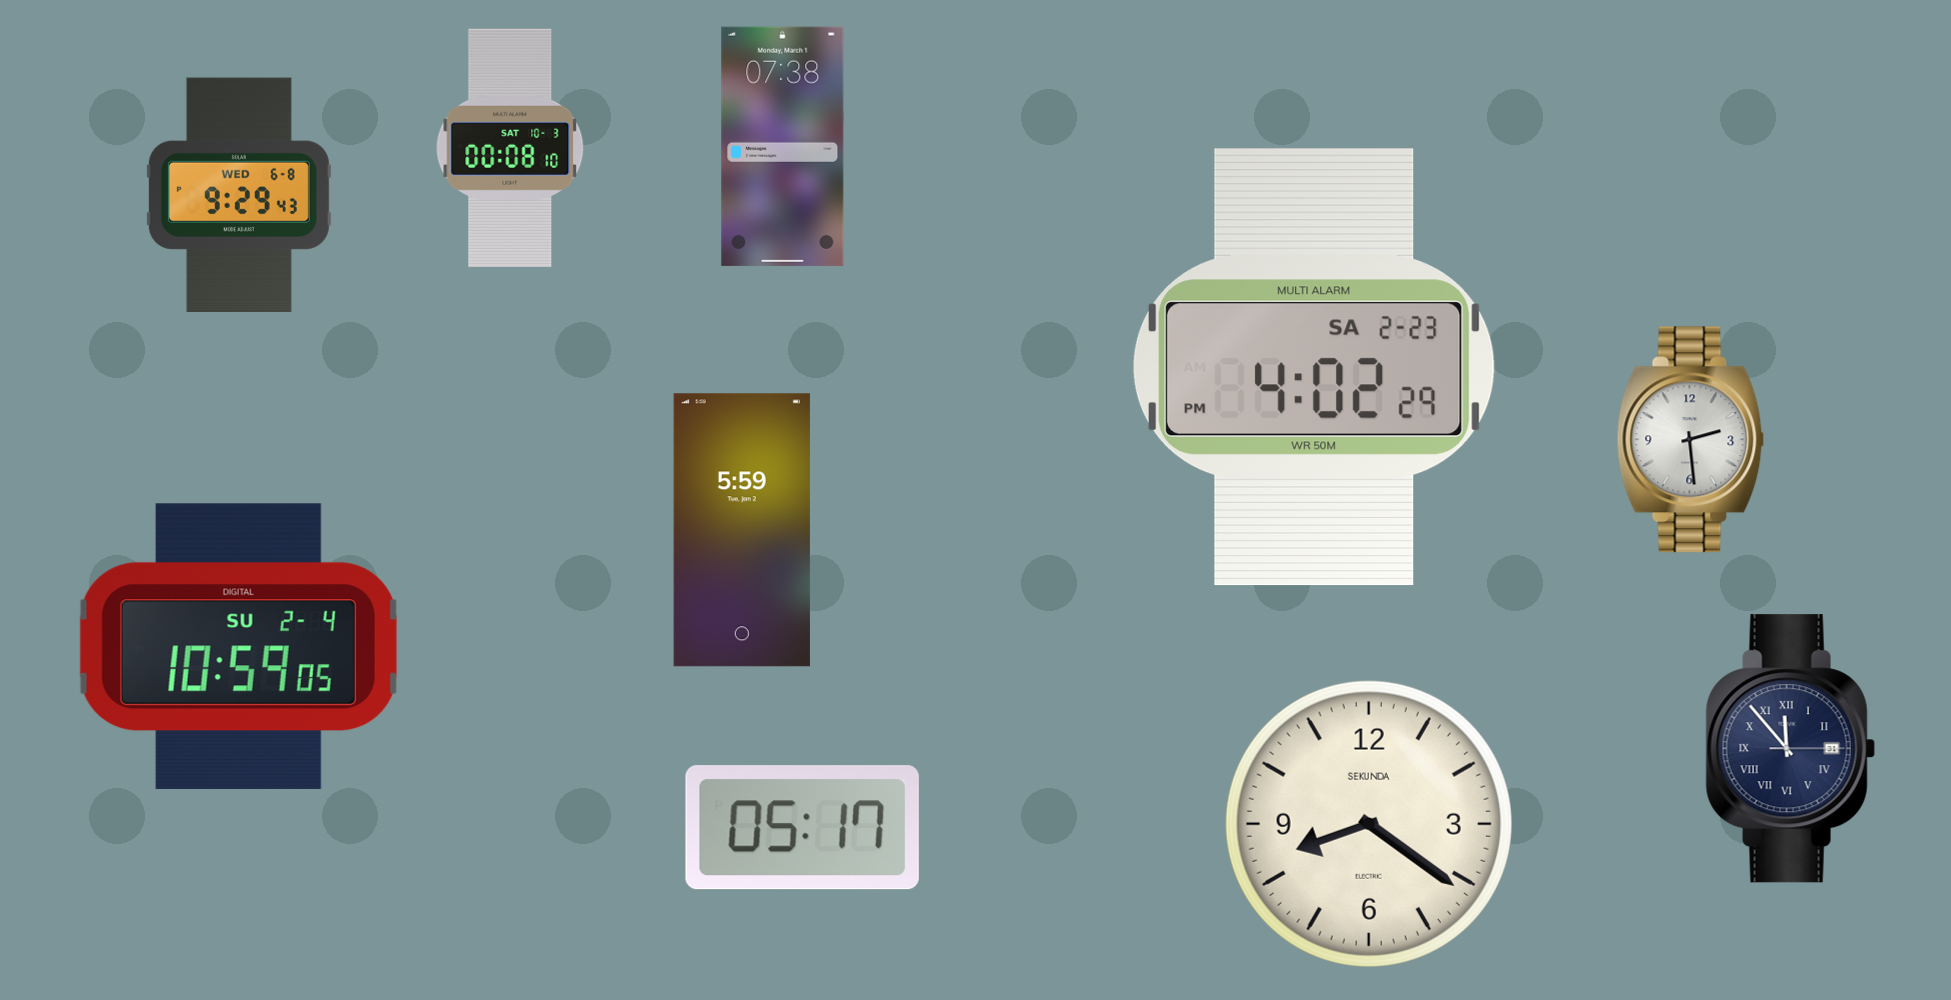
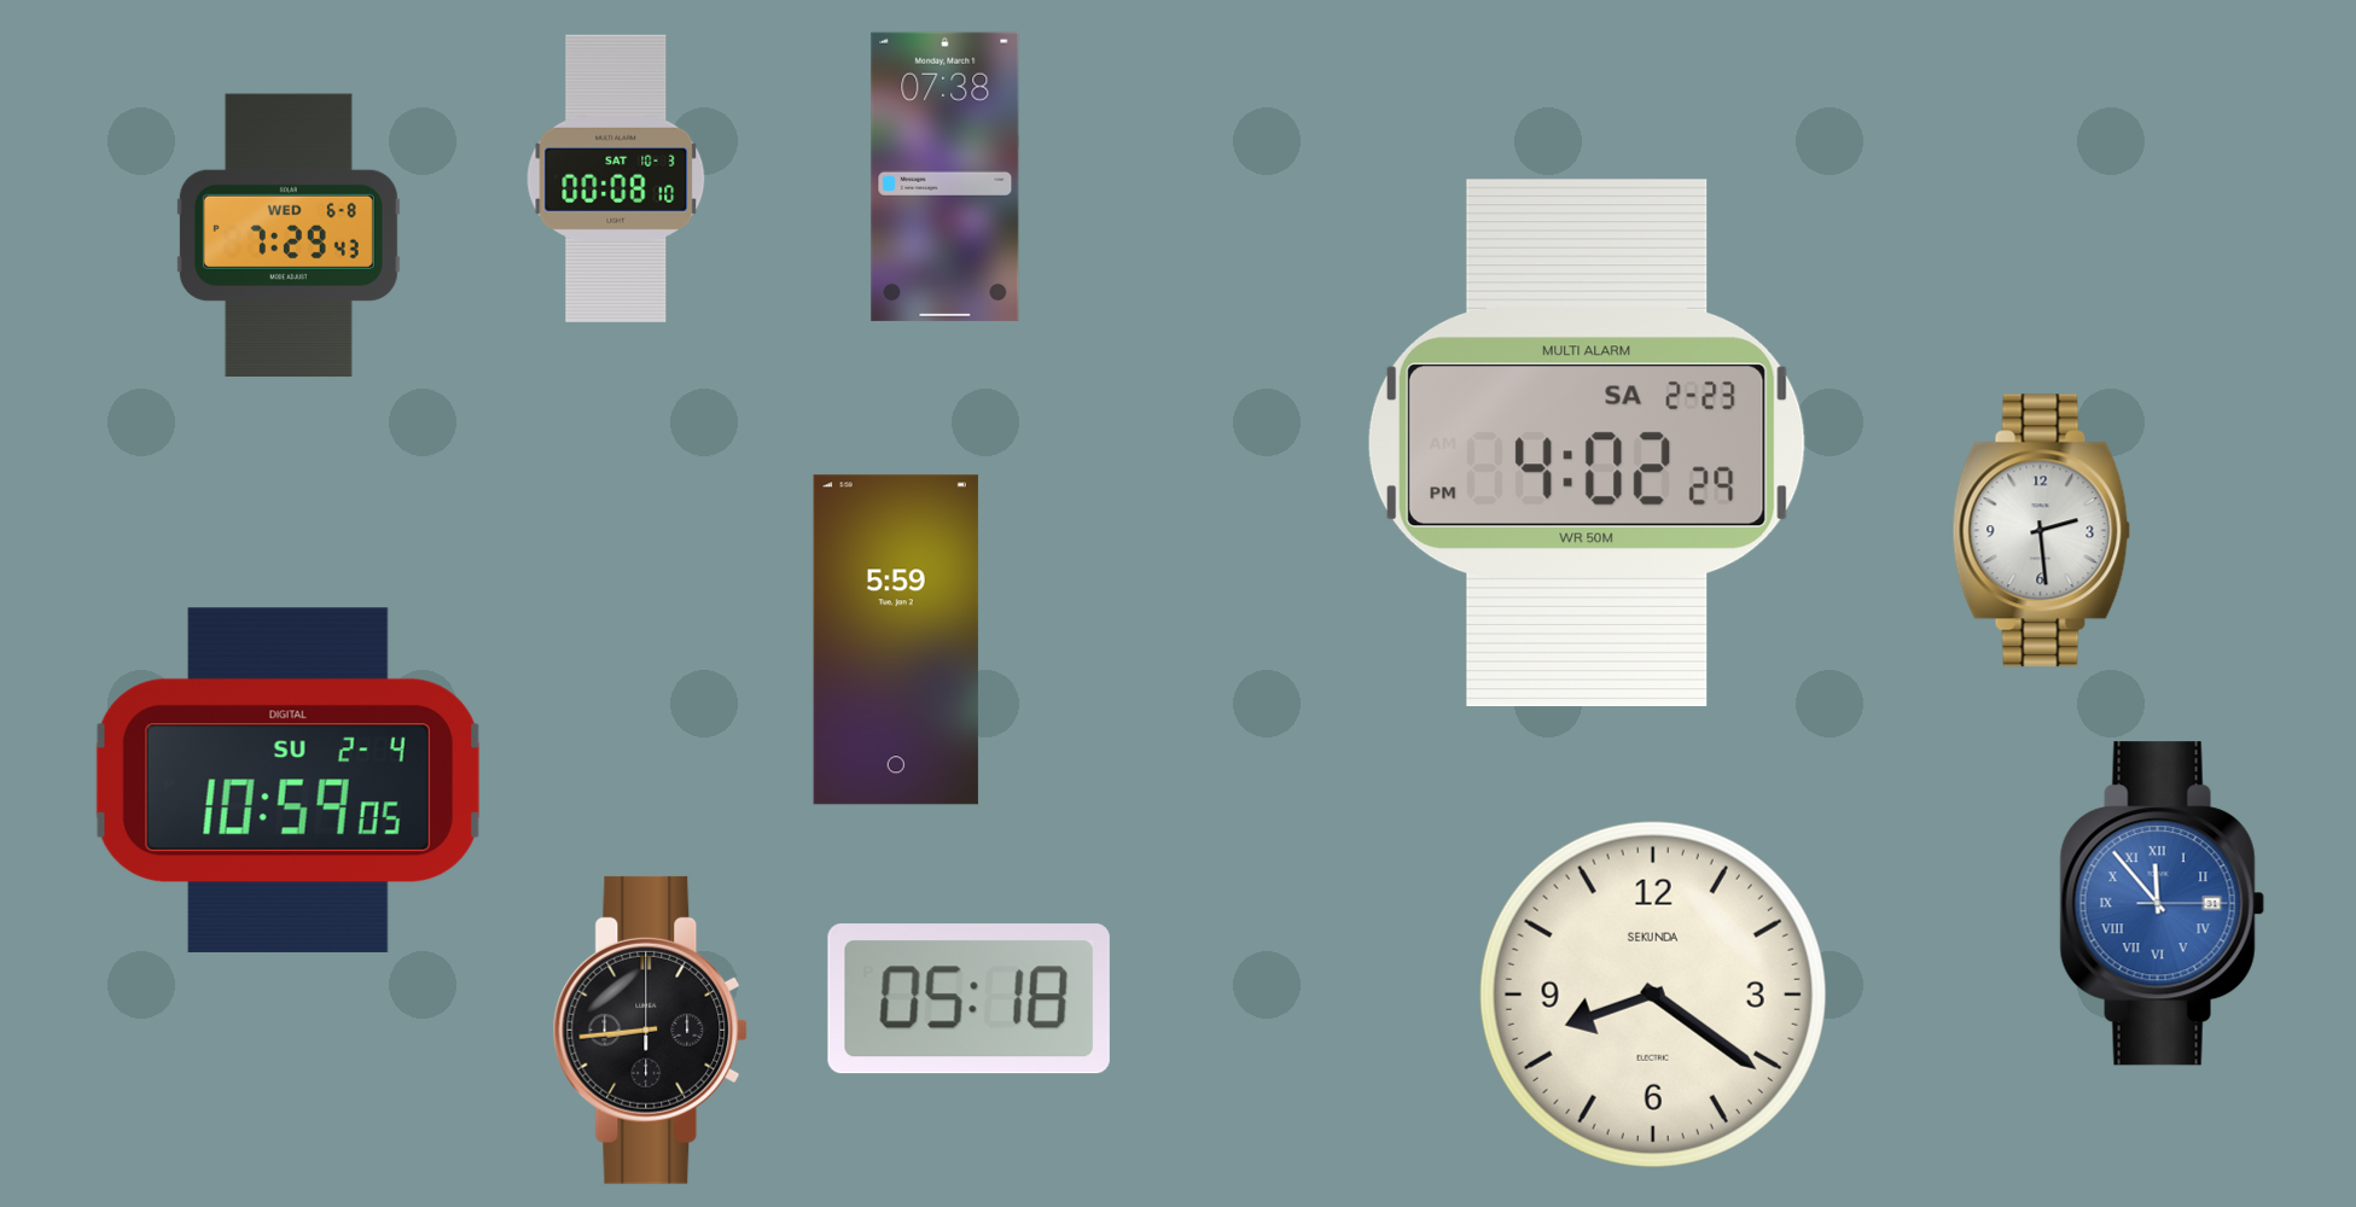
clock at (239, 195): 9:29 -> 7:29
clock at (1790, 749) dial: navy -> blue
clock at (802, 828): 05:17 -> 05:18
clock at (651, 1030): none -> 8:44
